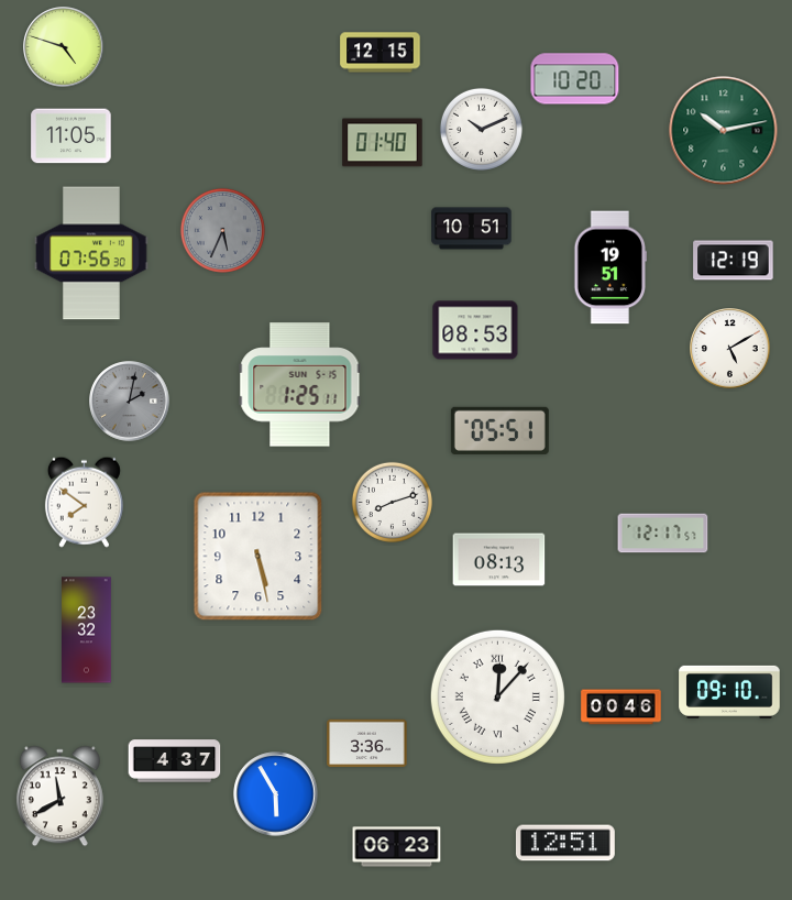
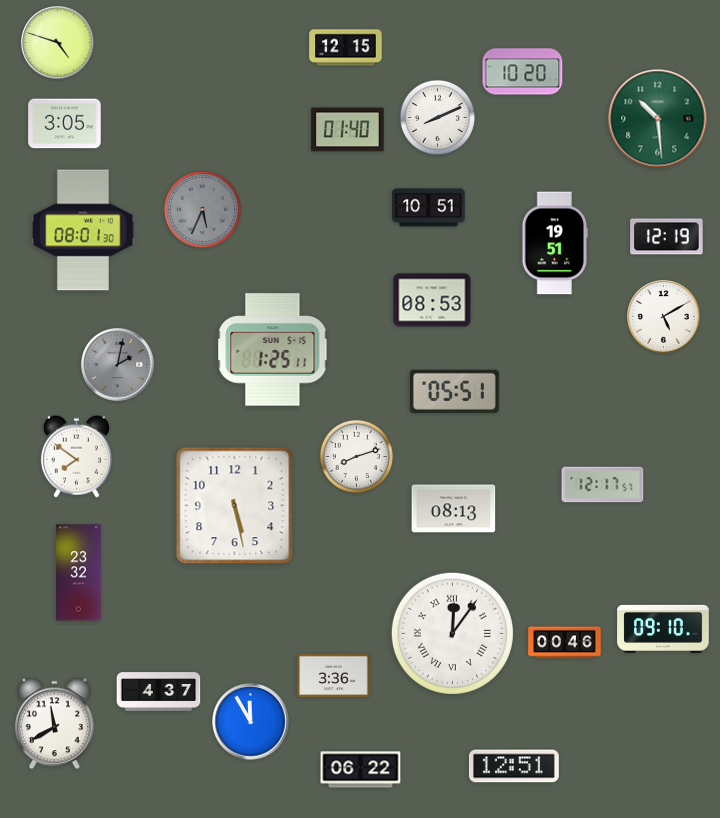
clock at (481, 129): 10:11 -> 8:11
clock at (724, 131): 10:13 -> 10:29
clock at (71, 136): 11:05 -> 3:05
clock at (91, 253): 07:56 -> 08:01
clock at (497, 696): 12:07 -> 12:06
clock at (276, 794): 5:55 -> 11:55
clock at (397, 847): 06:23 -> 06:22
